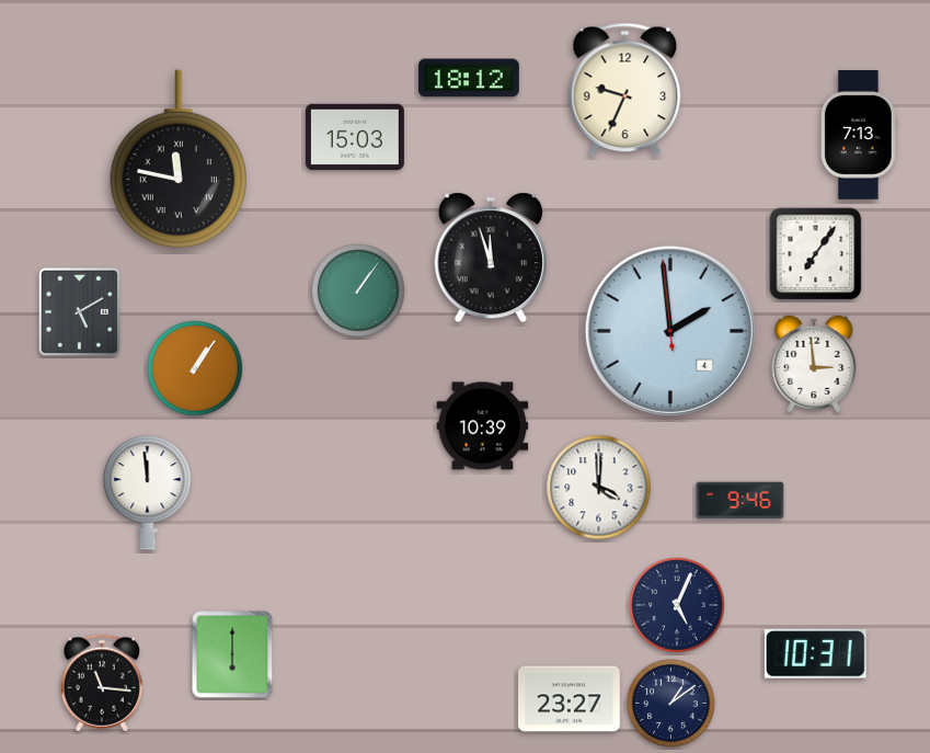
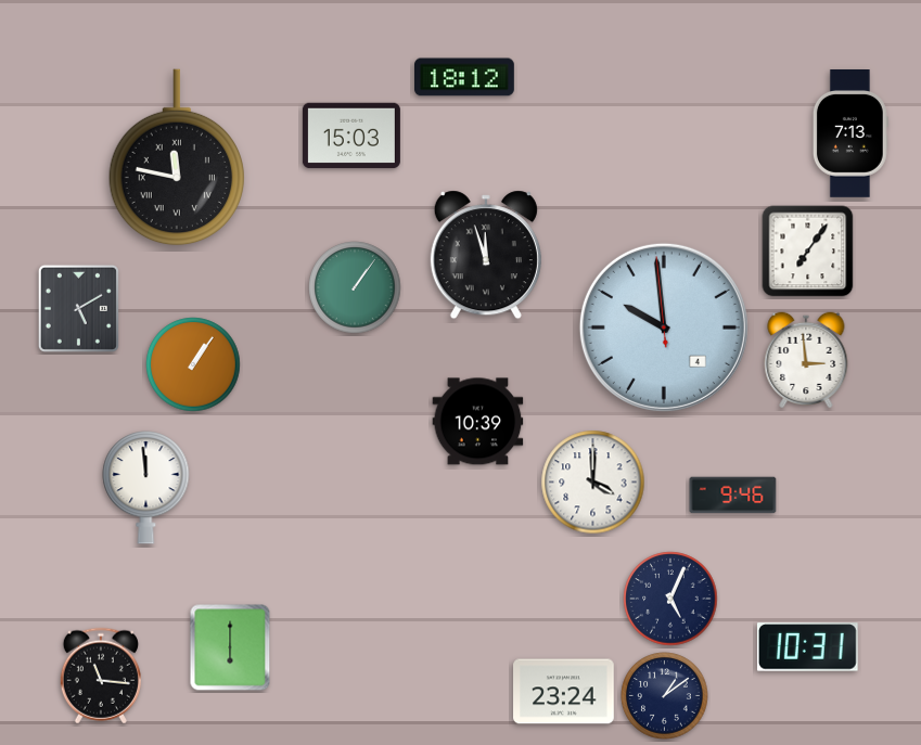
clock at (625, 90): 9:34 -> none
clock at (670, 331): 1:58 -> 9:58
clock at (570, 699): 23:27 -> 23:24
